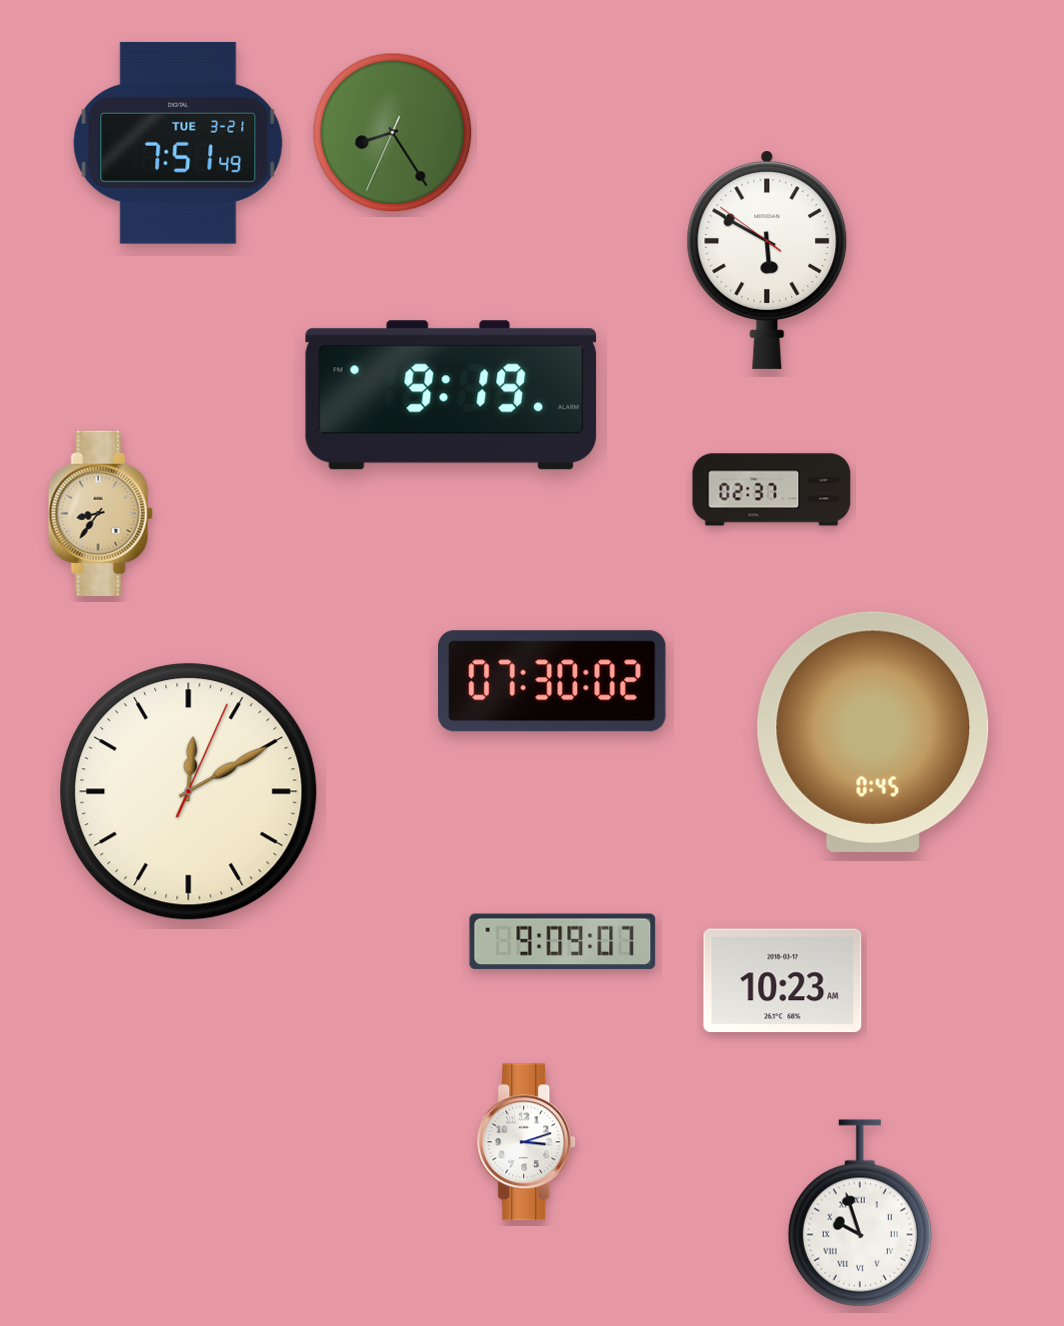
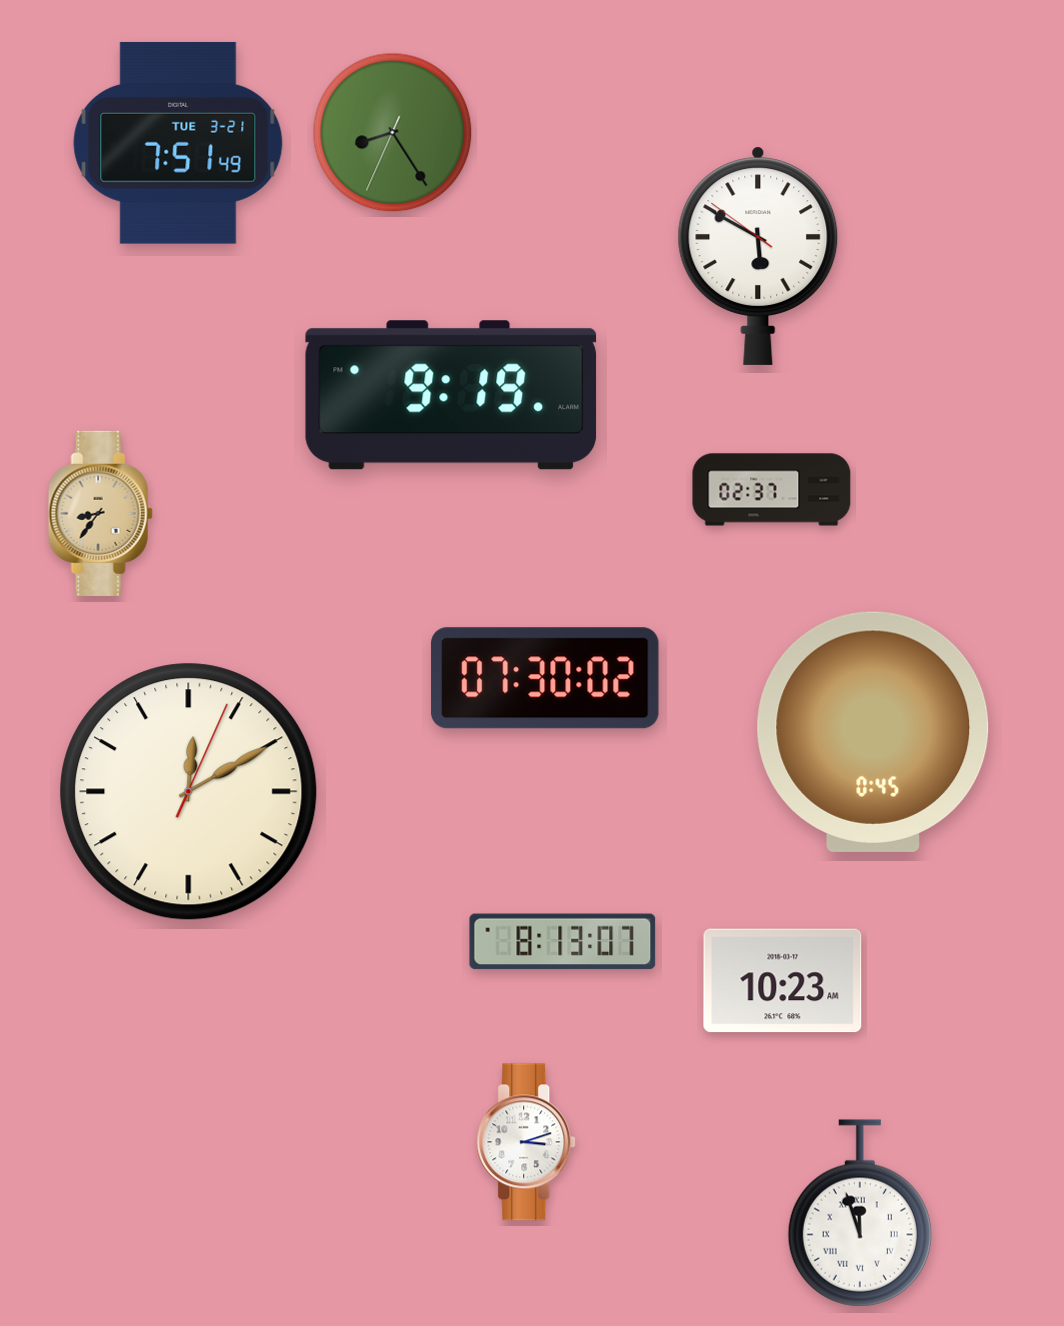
clock at (767, 260) position: (767, 260) -> (758, 256)
clock at (553, 681) position: (553, 681) -> (546, 678)
clock at (563, 942): 9:09 -> 8:13
clock at (860, 1213): 9:57 -> 11:57
